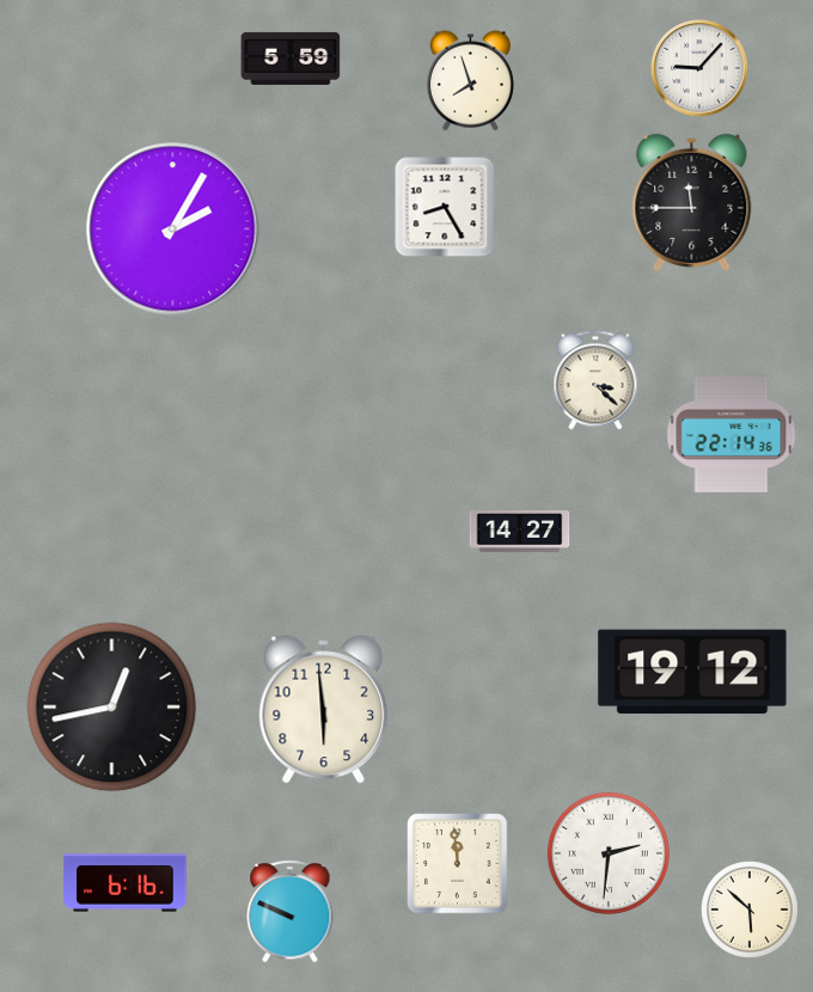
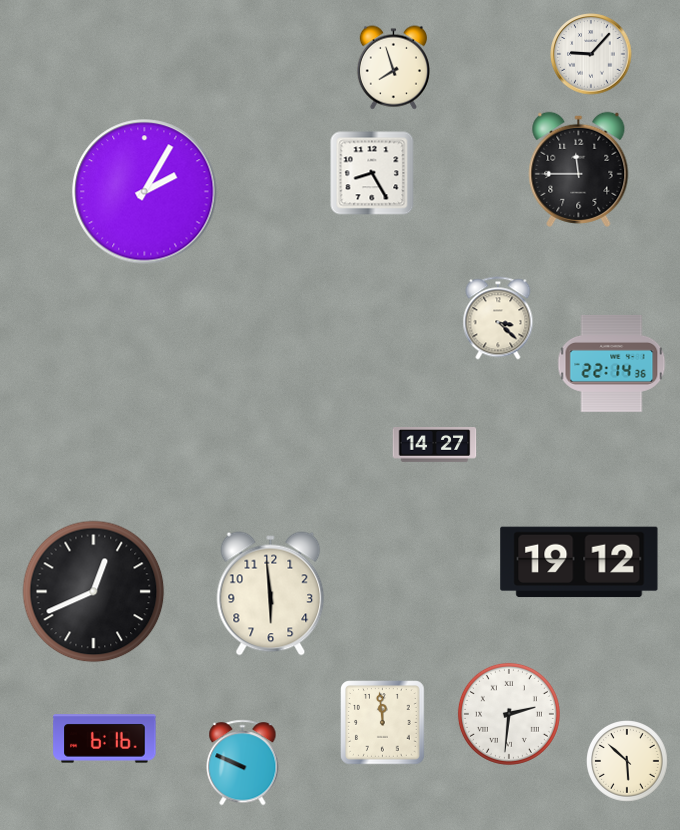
clock at (291, 59): 5:59 -> none
clock at (699, 68) position: (699, 68) -> (591, 54)
clock at (112, 708): 12:43 -> 12:41
